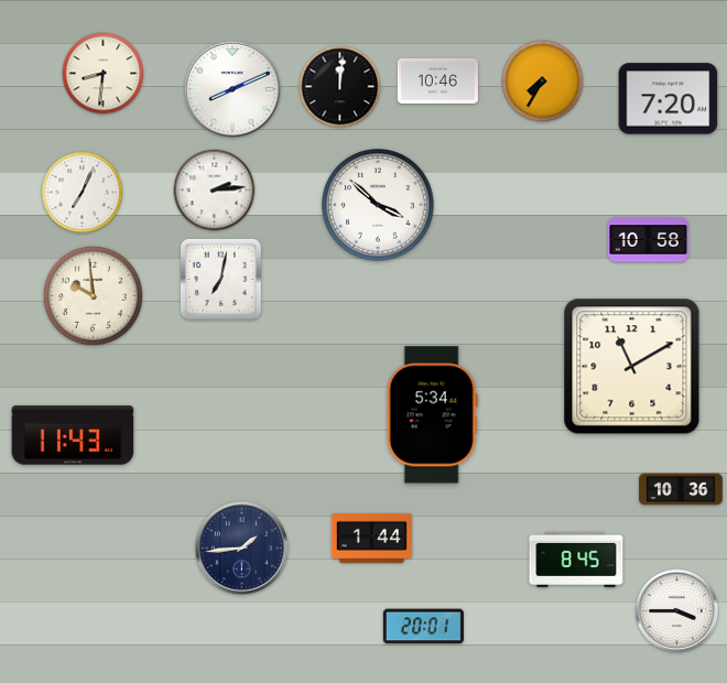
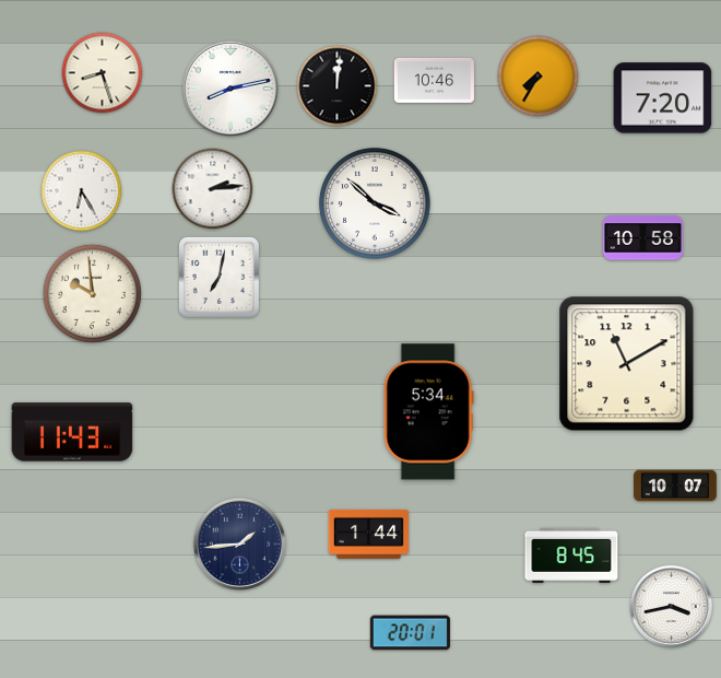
clock at (104, 74): 8:31 -> 8:27
clock at (543, 82) position: (543, 82) -> (539, 77)
clock at (232, 89): 8:11 -> 8:13
clock at (83, 193): 7:04 -> 6:25
clock at (681, 489): 10:36 -> 10:07
clock at (677, 611): 3:45 -> 3:43
clock at (423, 627) position: (423, 627) -> (410, 633)
